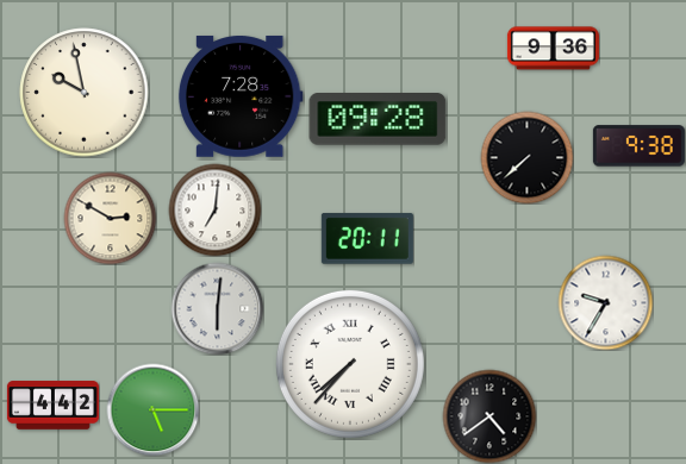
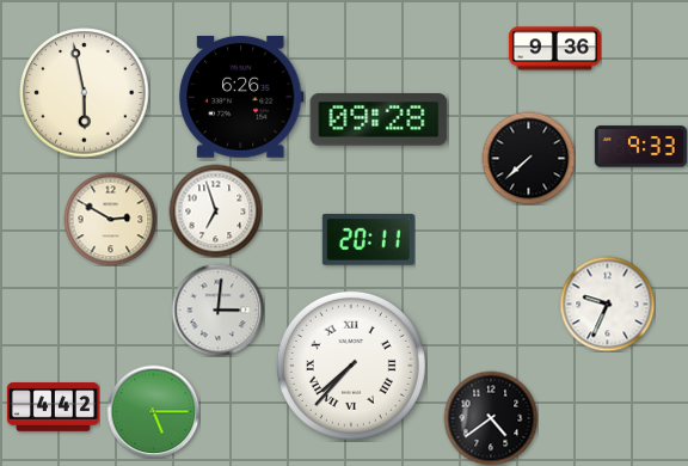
clock at (85, 93): 9:58 -> 5:58
clock at (241, 96): 7:28 -> 6:26
clock at (638, 146): 9:38 -> 9:33
clock at (214, 209): 7:01 -> 6:57
clock at (605, 302): 9:35 -> 9:34
clock at (217, 308): 6:01 -> 3:01
